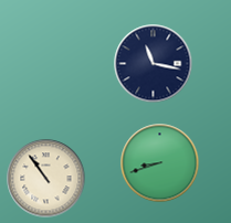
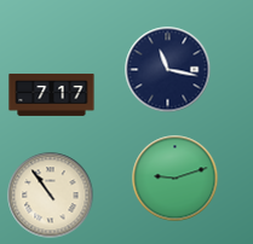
clock at (52, 94): none -> 7:17
clock at (160, 163): 8:42 -> 9:12
